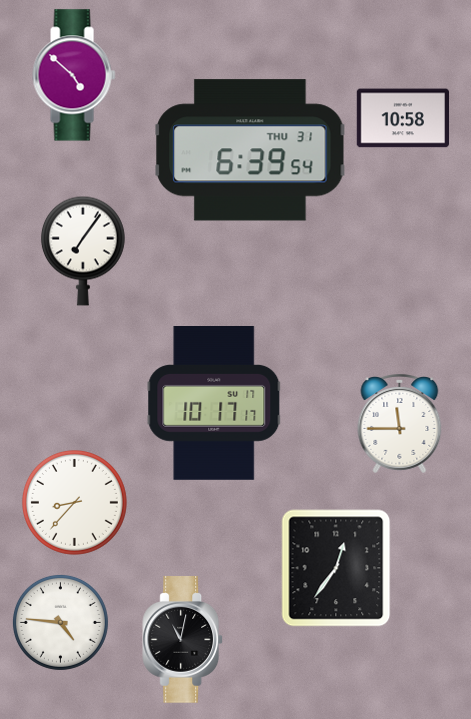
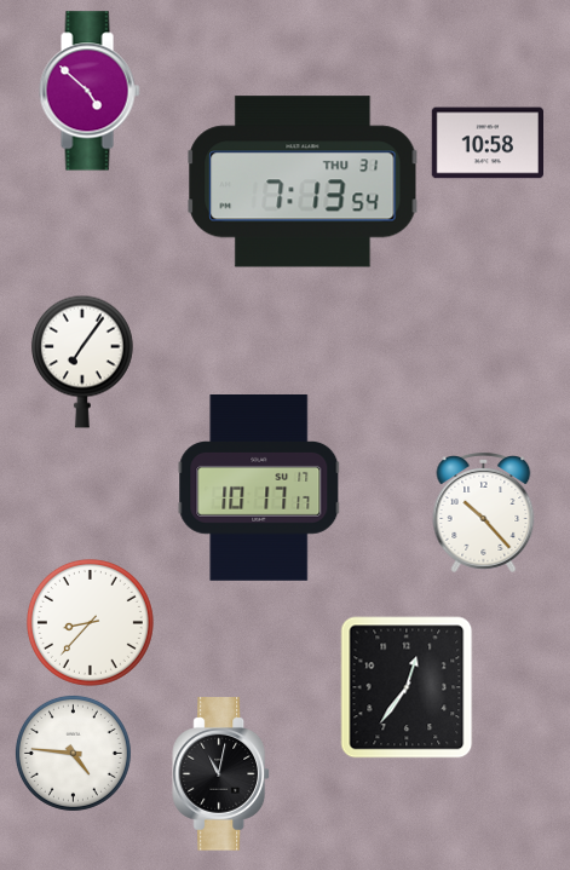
clock at (250, 150): 6:39 -> 7:13
clock at (83, 251) position: (83, 251) -> (82, 362)
clock at (400, 424): 11:45 -> 10:23
clock at (74, 502) position: (74, 502) -> (90, 622)
